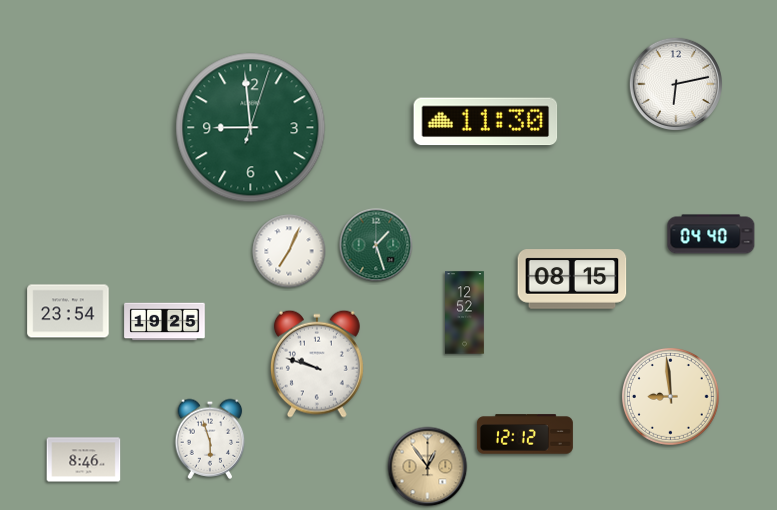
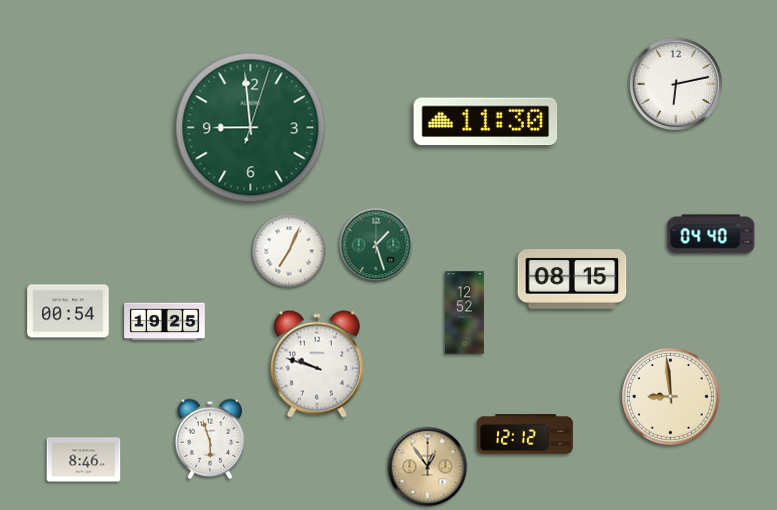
clock at (68, 311): 23:54 -> 00:54
